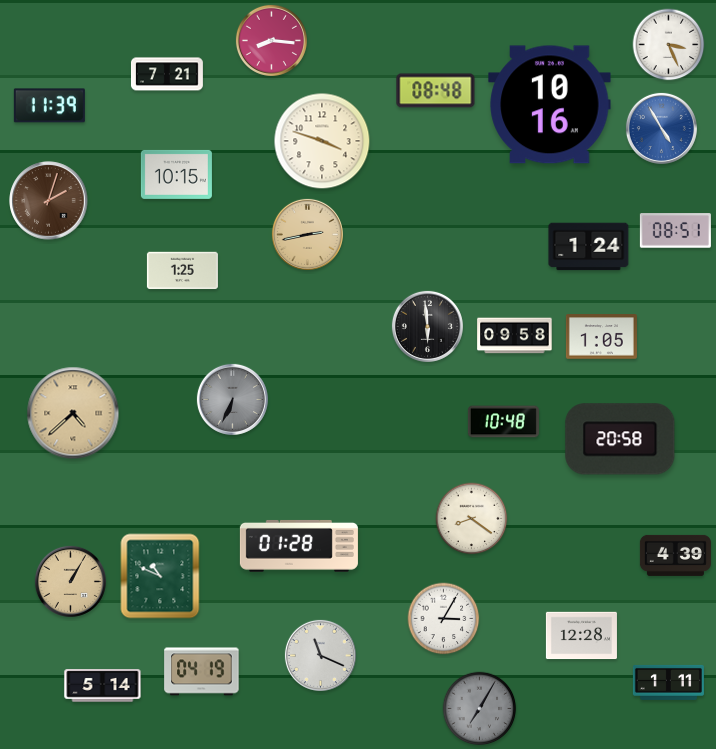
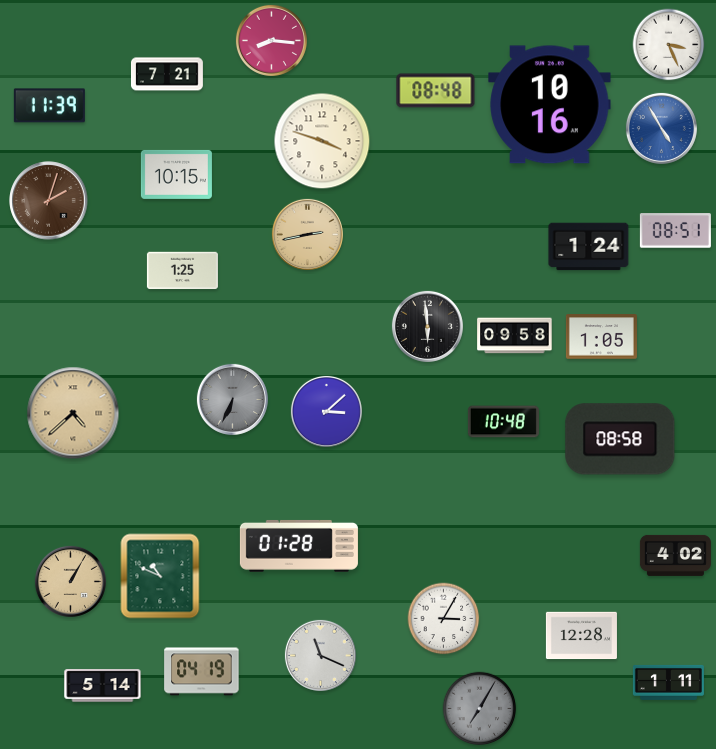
clock at (326, 411): none -> 3:08
clock at (620, 439): 20:58 -> 08:58
clock at (472, 519): 8:21 -> none
clock at (675, 555): 4:39 -> 4:02
